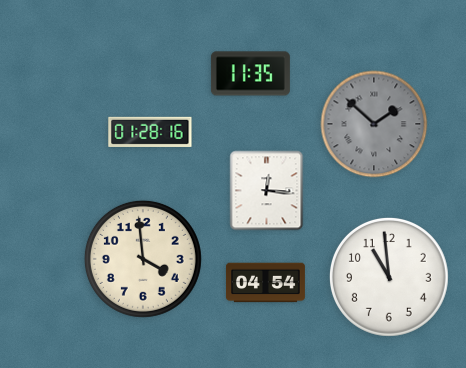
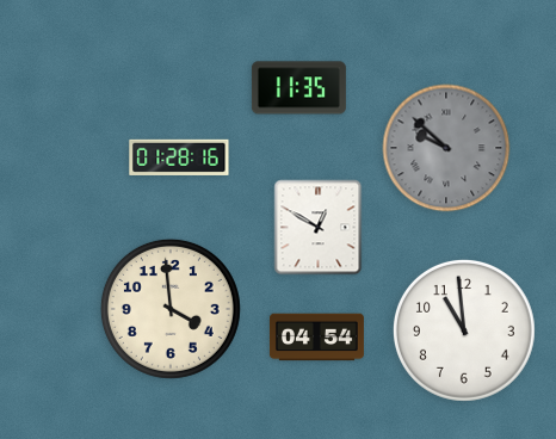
clock at (374, 124): 1:52 -> 9:52
clock at (267, 191): 12:16 -> 12:50
